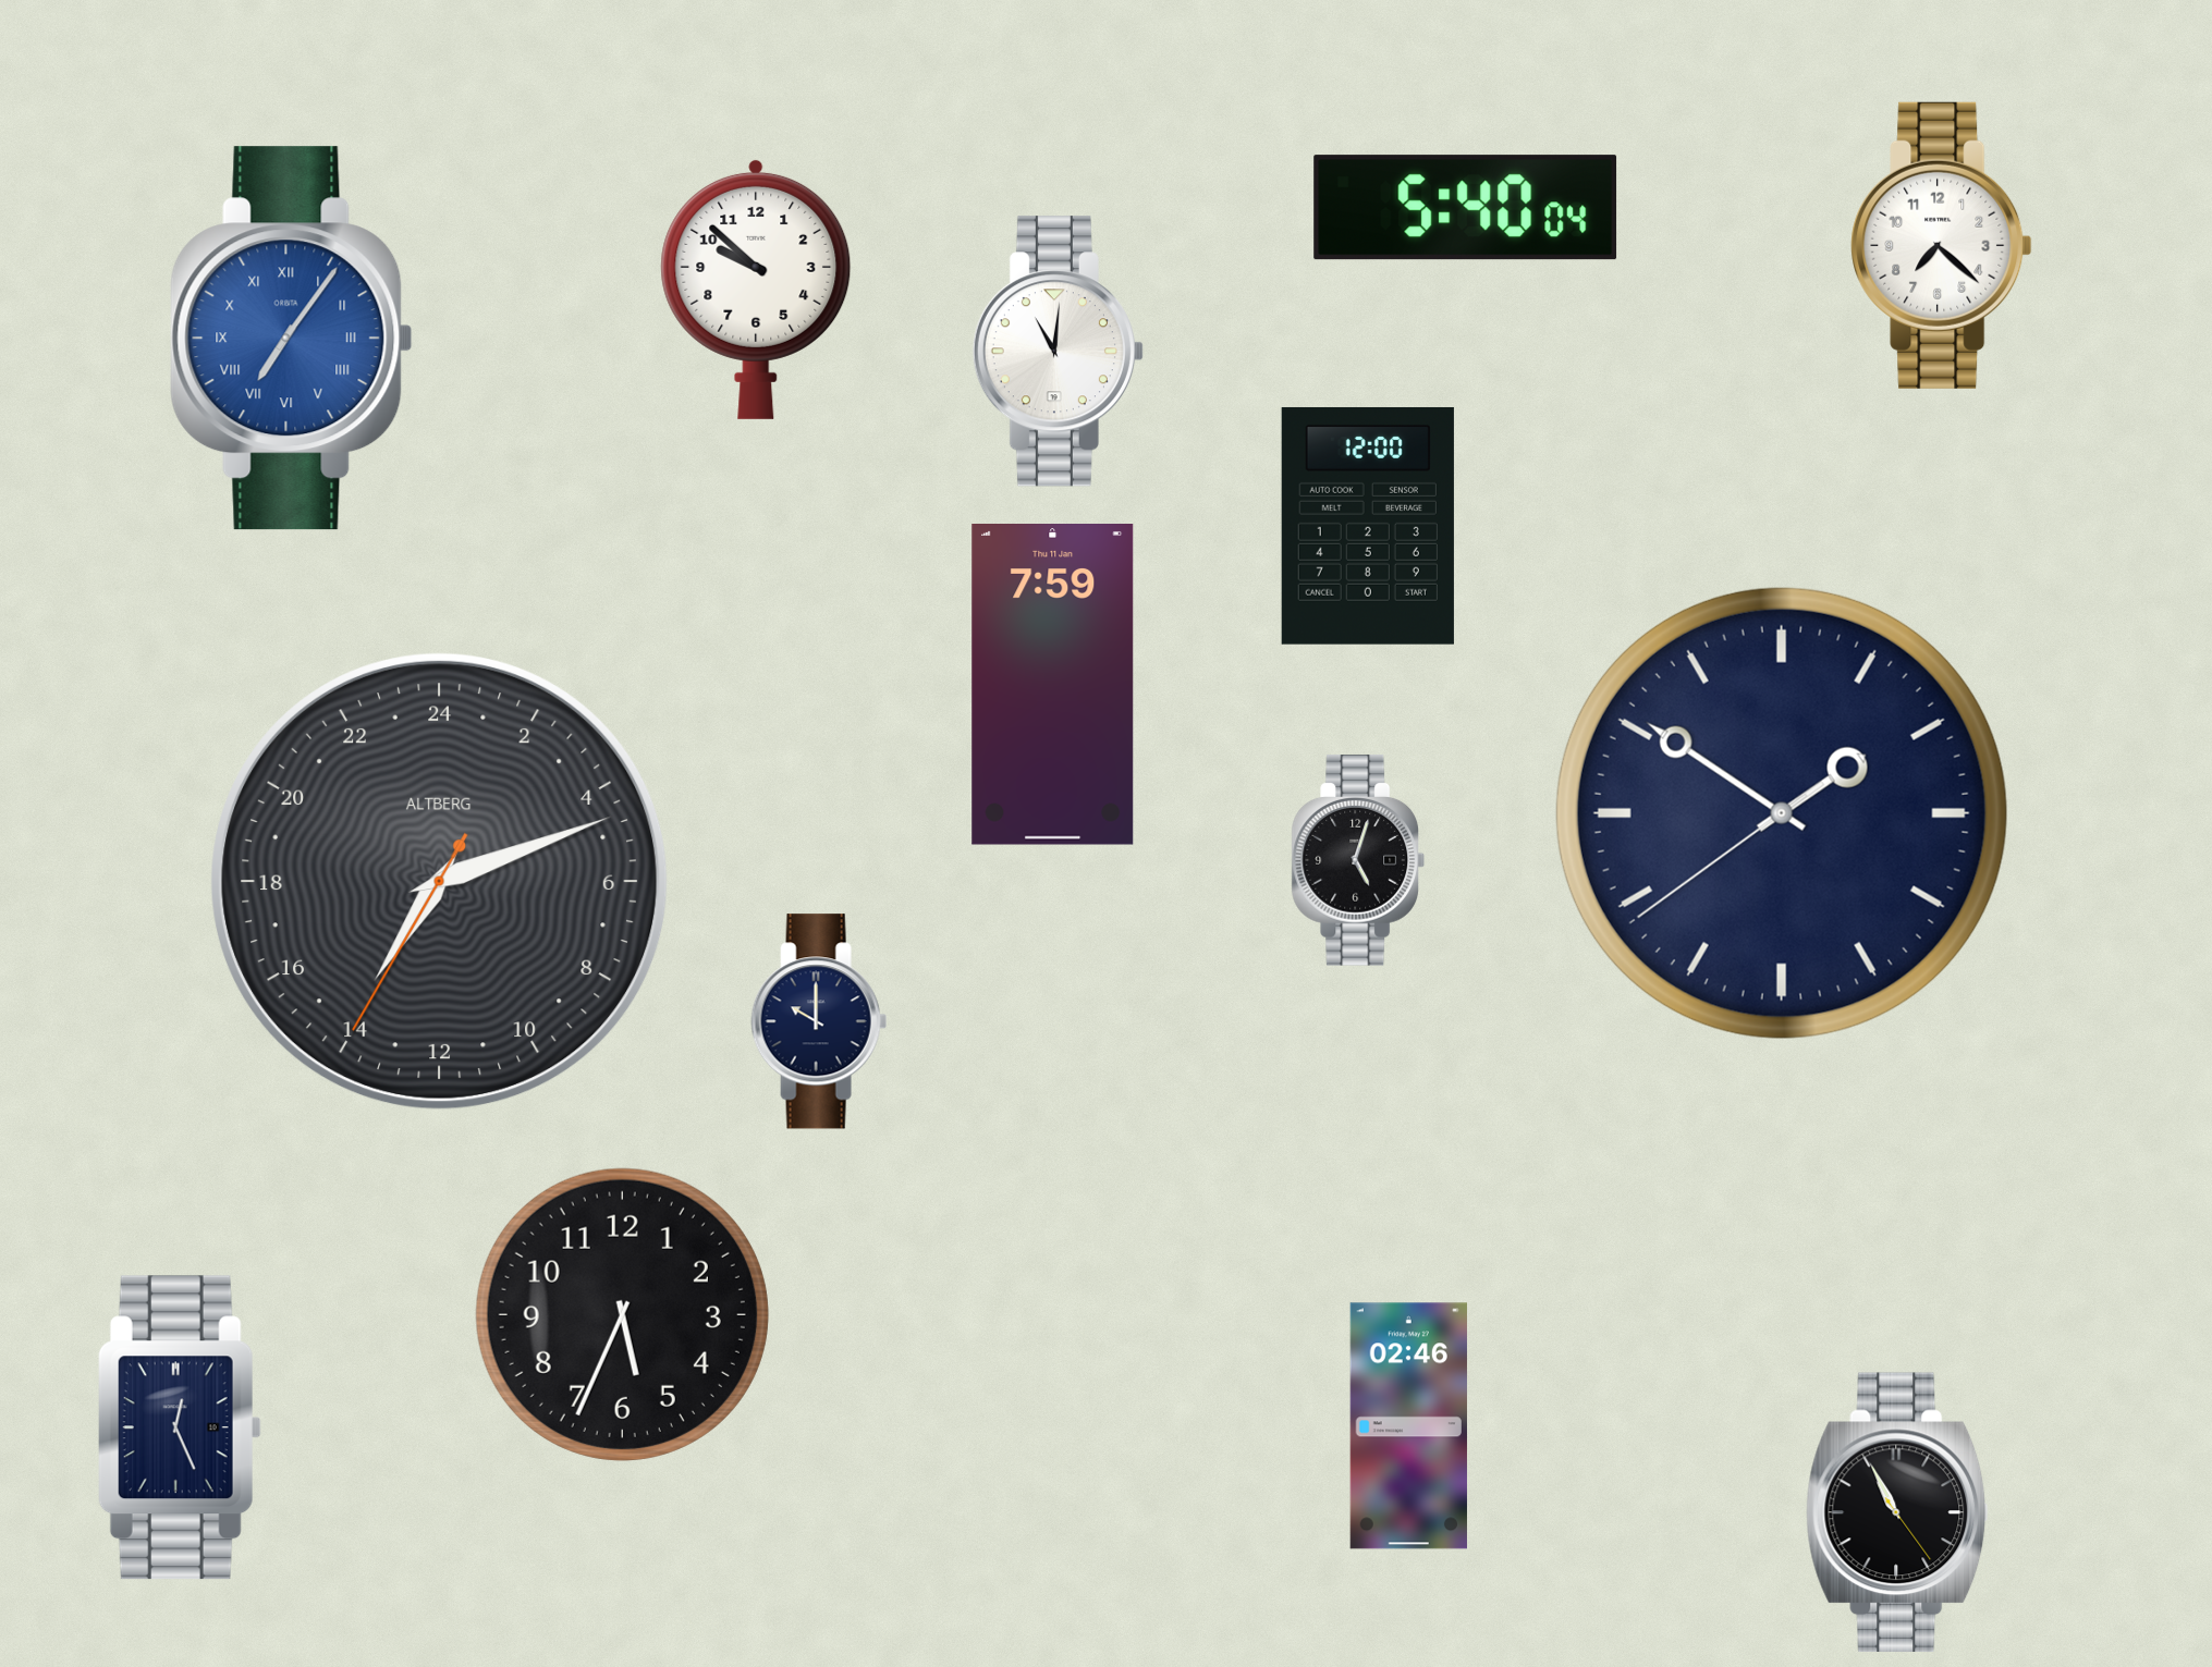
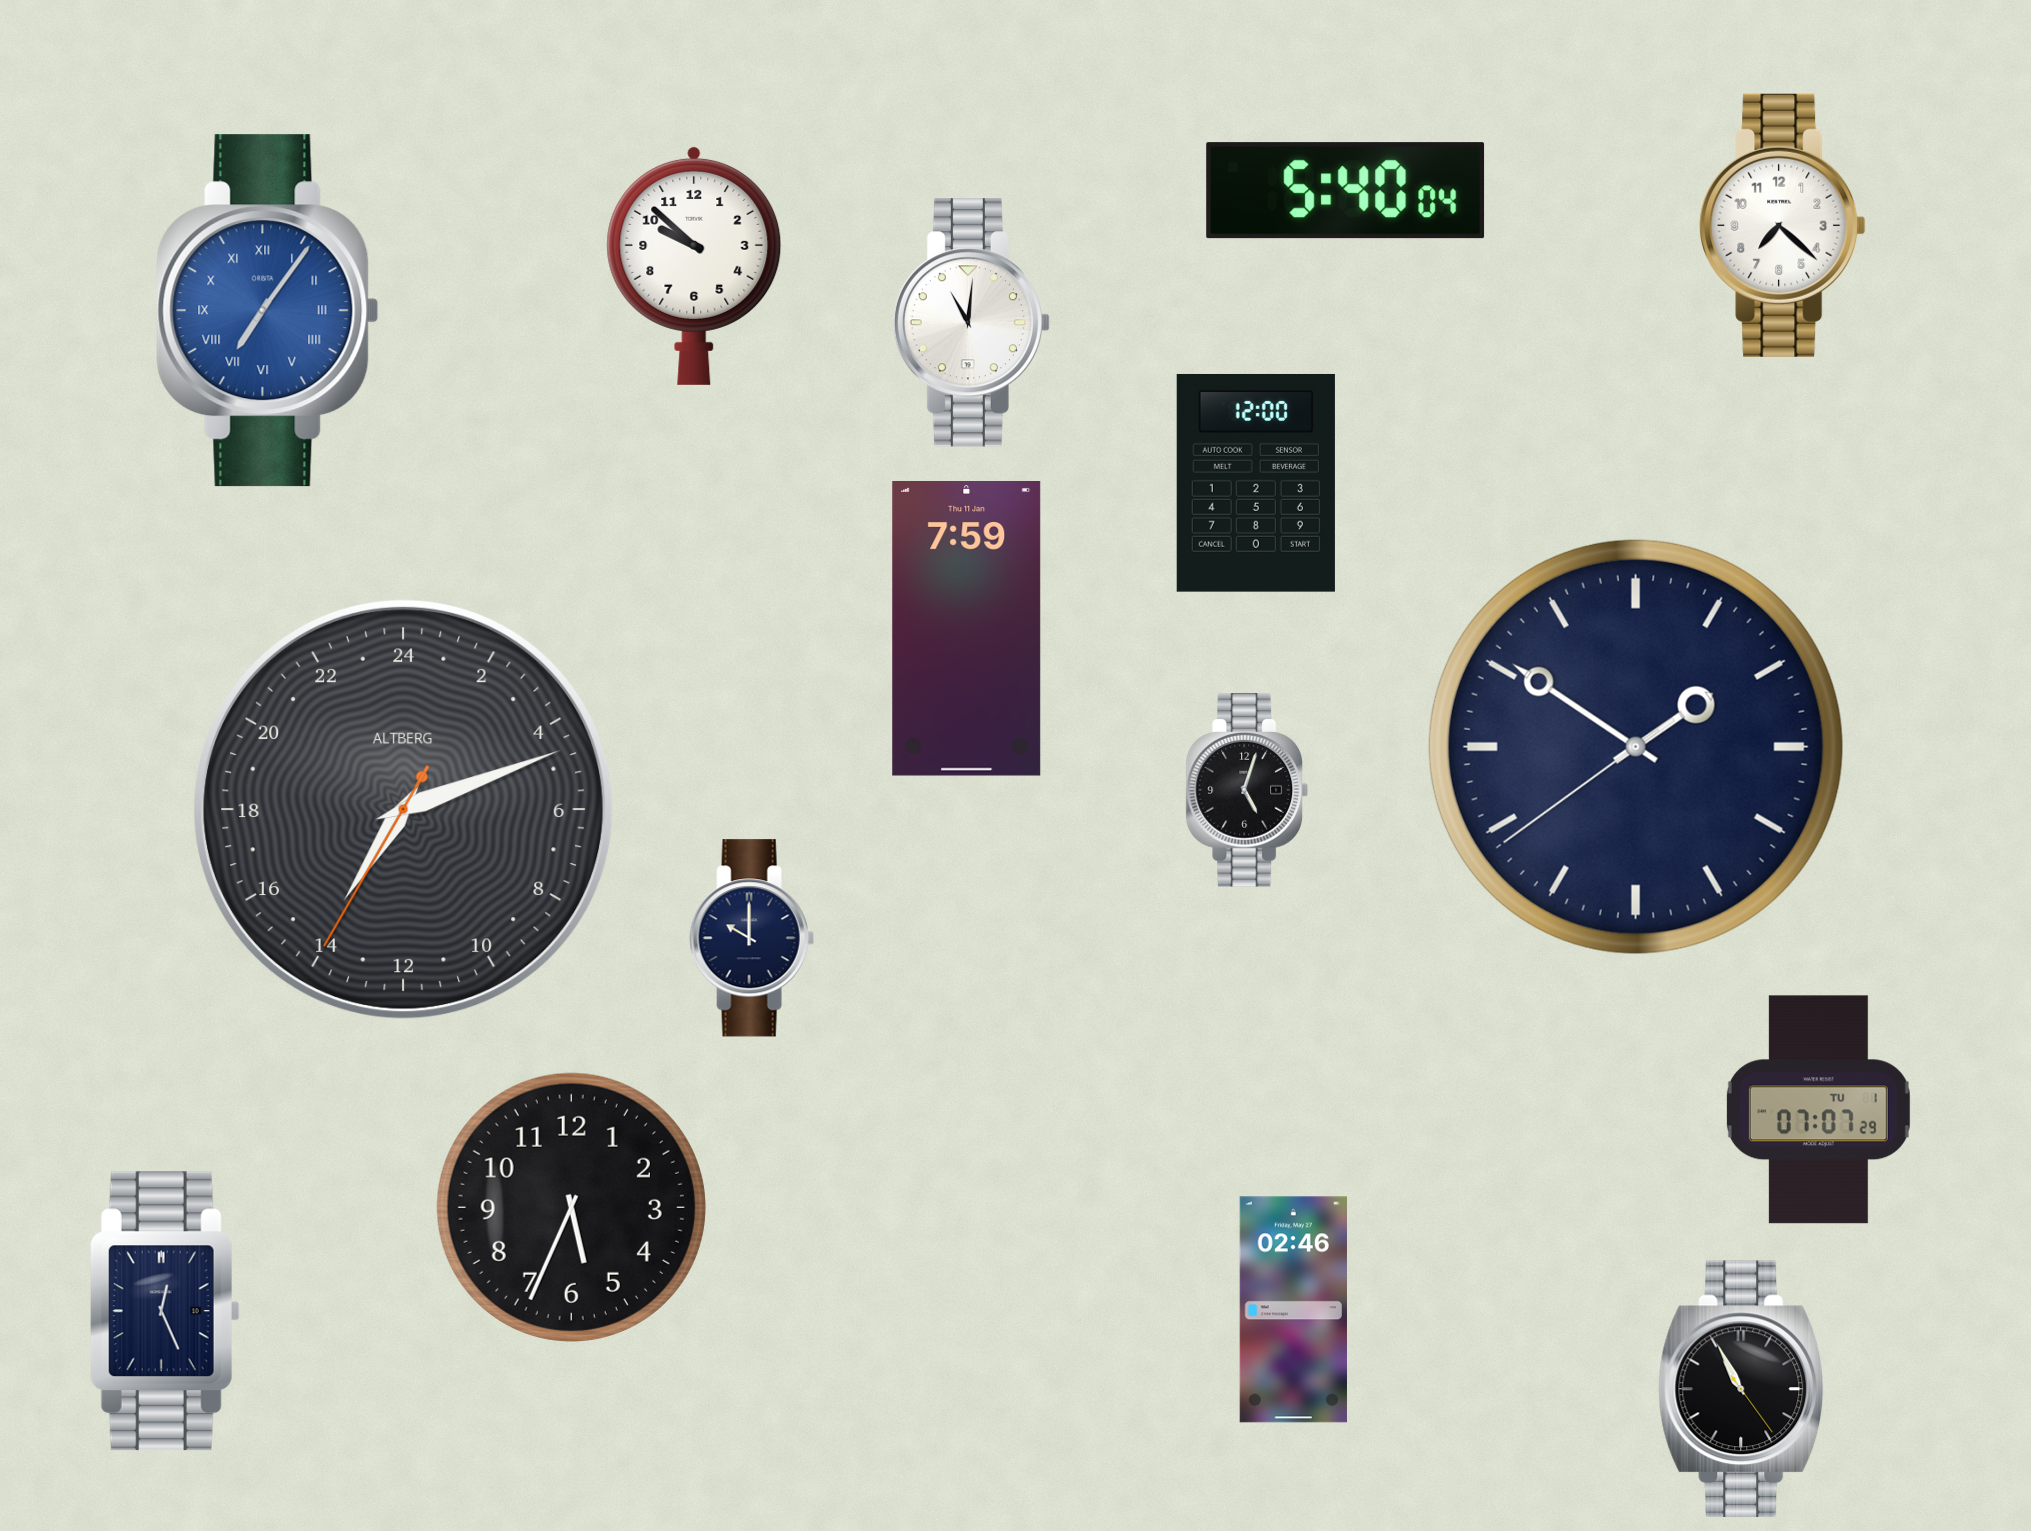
clock at (1818, 1110): none -> 07:07
